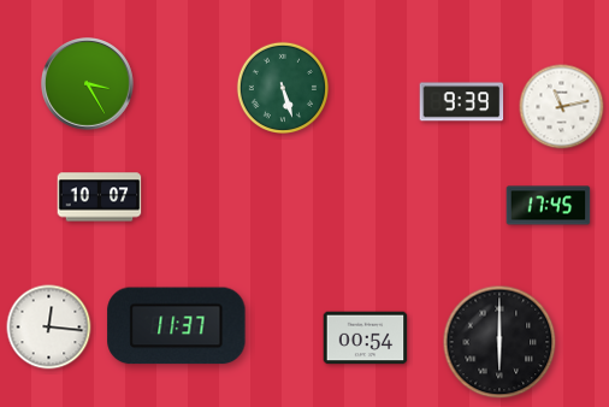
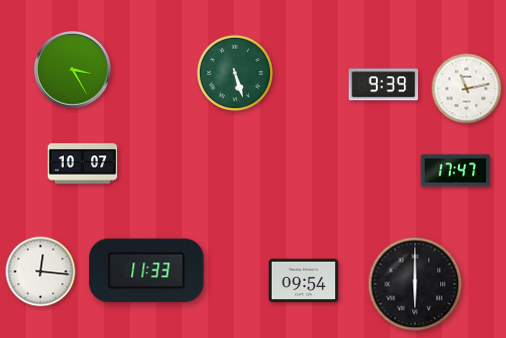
clock at (549, 206): 17:45 -> 17:47
clock at (177, 326): 11:37 -> 11:33
clock at (366, 338): 00:54 -> 09:54
